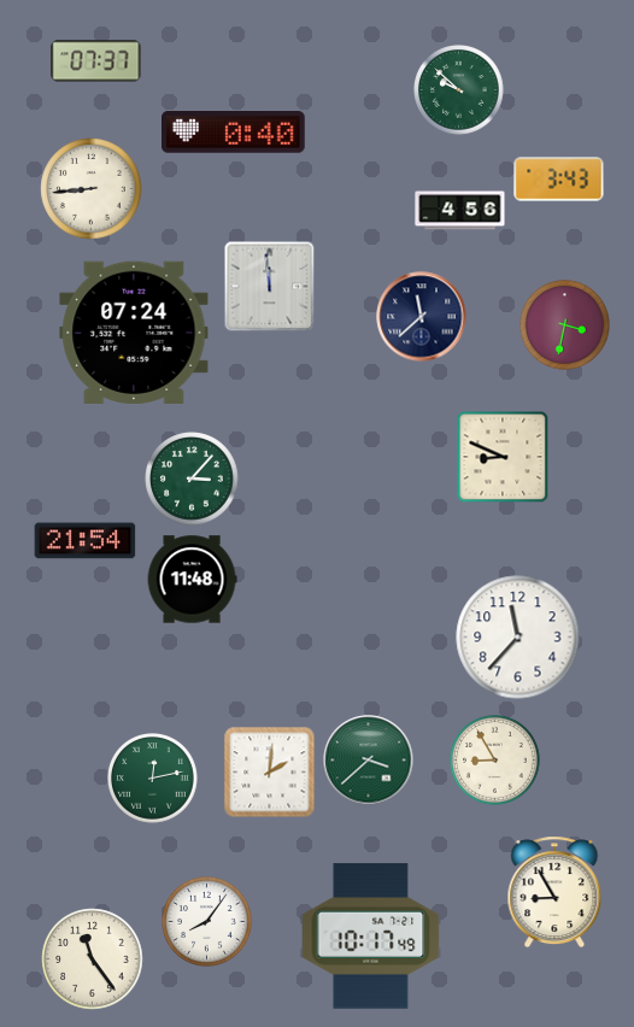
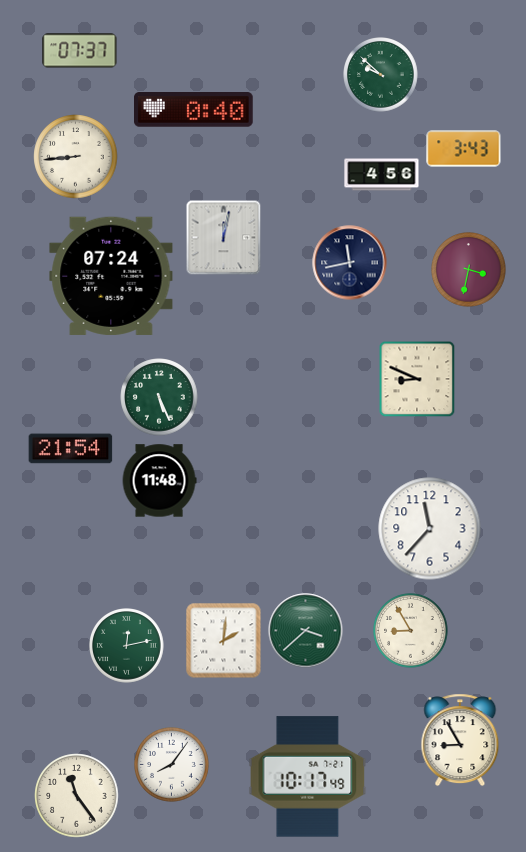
clock at (270, 287): 11:59 -> 12:02
clock at (422, 317): 11:38 -> 11:43
clock at (192, 479): 3:07 -> 5:26
